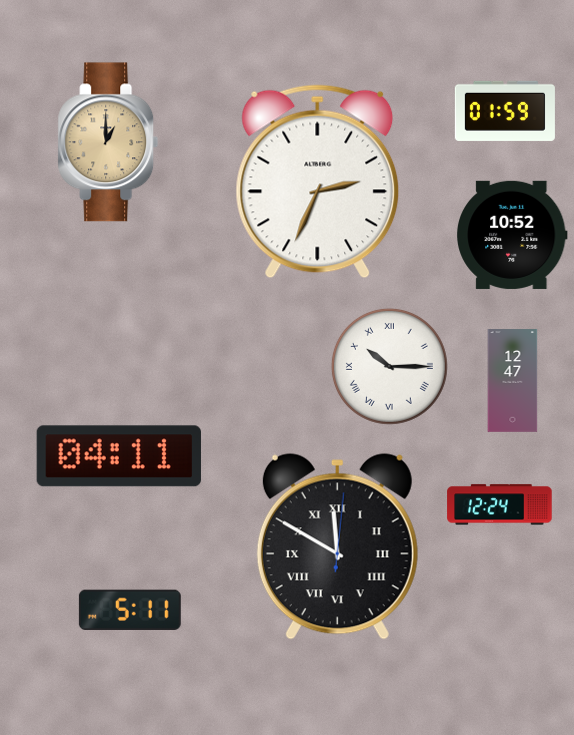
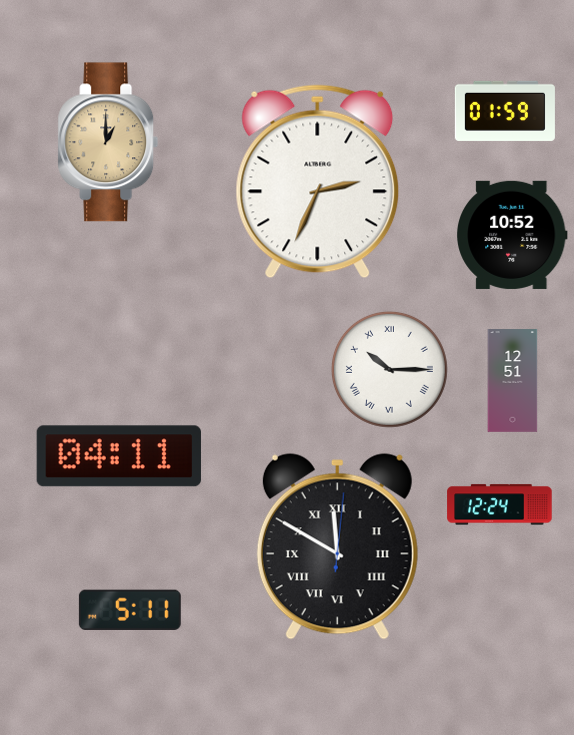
clock at (389, 366) position: (389, 366) -> (389, 369)
clock at (513, 381): 12:47 -> 12:51
